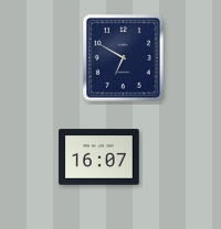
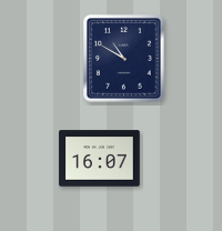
clock at (124, 58): 6:50 -> 10:50
